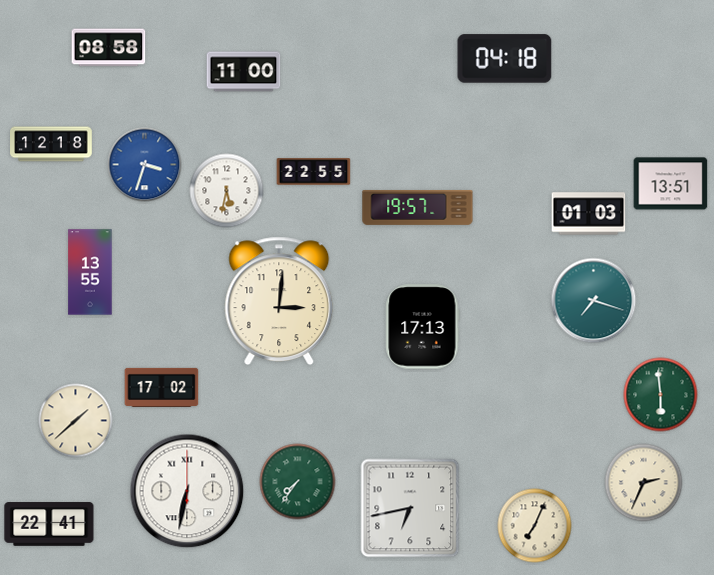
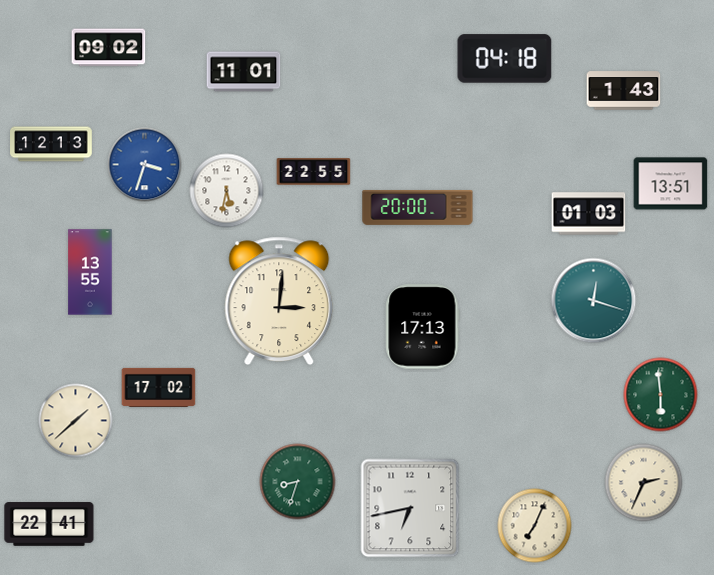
clock at (109, 48): 08:58 -> 09:02
clock at (244, 72): 11:00 -> 11:01
clock at (624, 91): none -> 1:43
clock at (51, 144): 12:18 -> 12:13
clock at (418, 207): 19:57 -> 20:00
clock at (594, 301): 7:18 -> 12:18
clock at (162, 387) position: (162, 387) -> (159, 387)
clock at (298, 482): 7:36 -> 8:33
clock at (187, 491): 6:32 -> none
